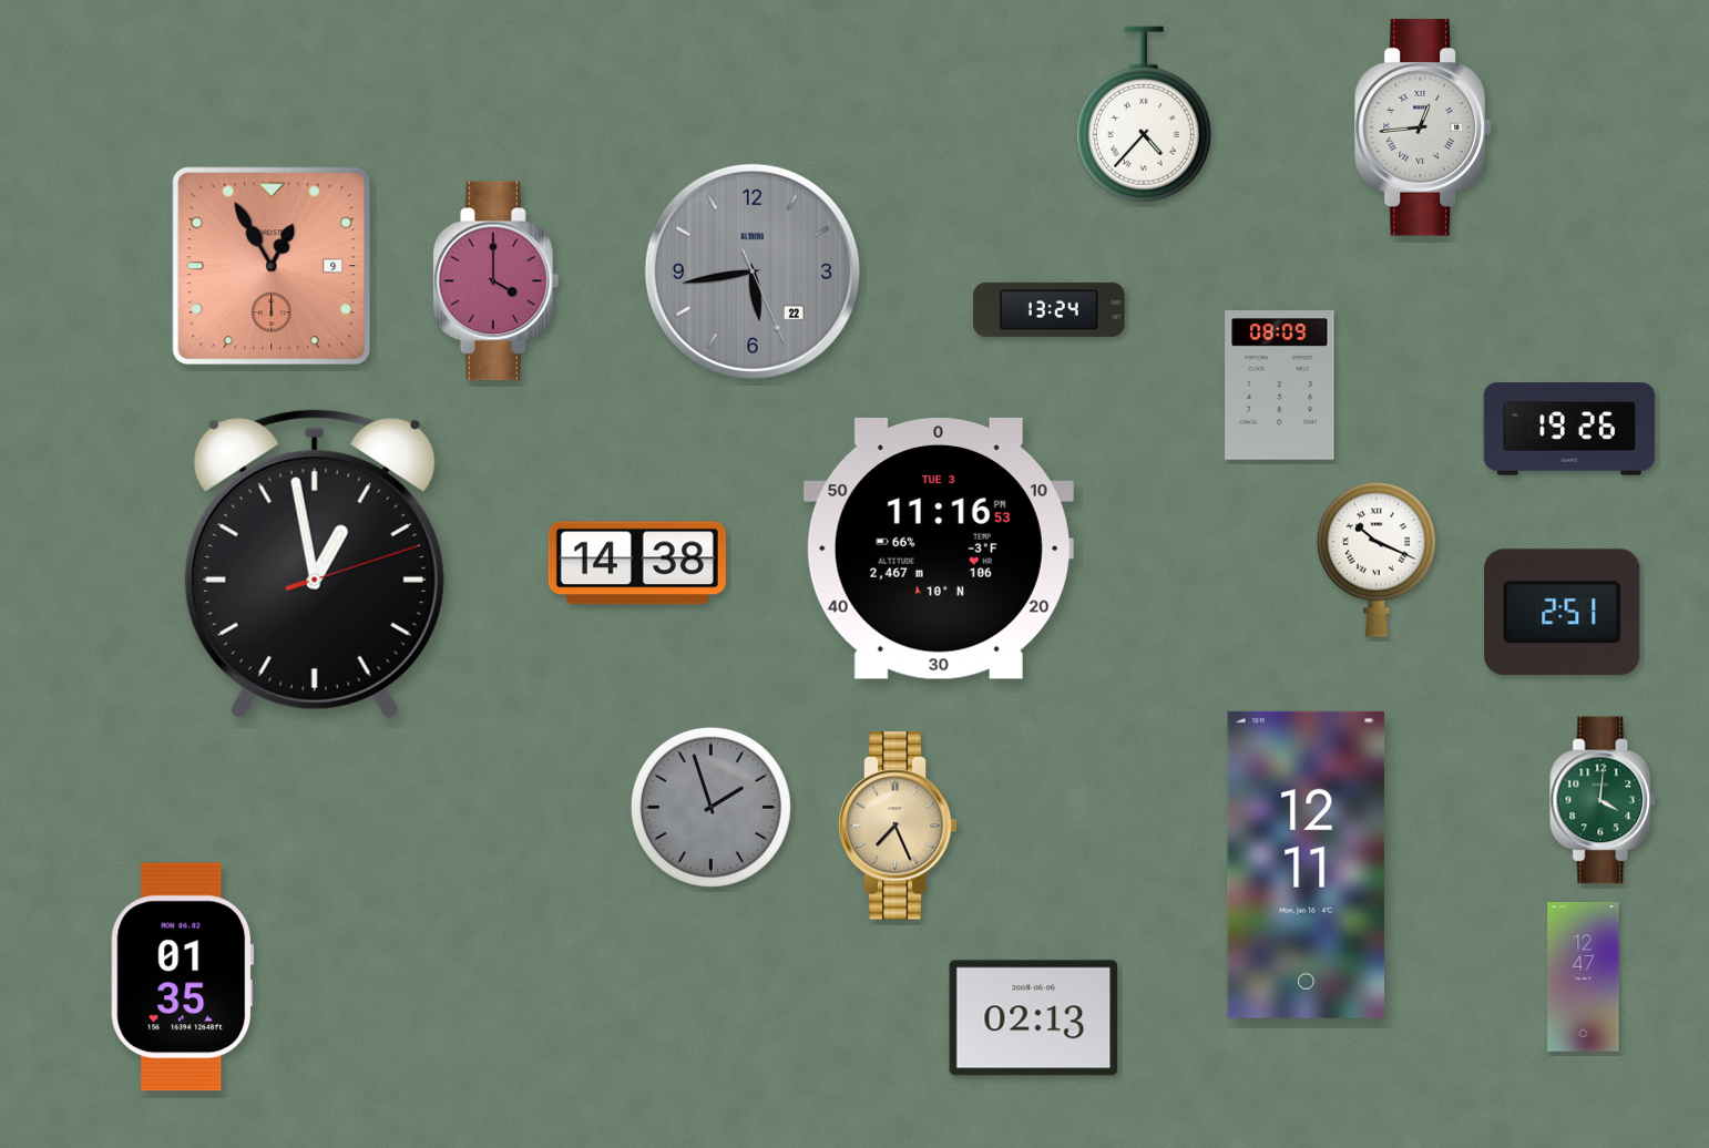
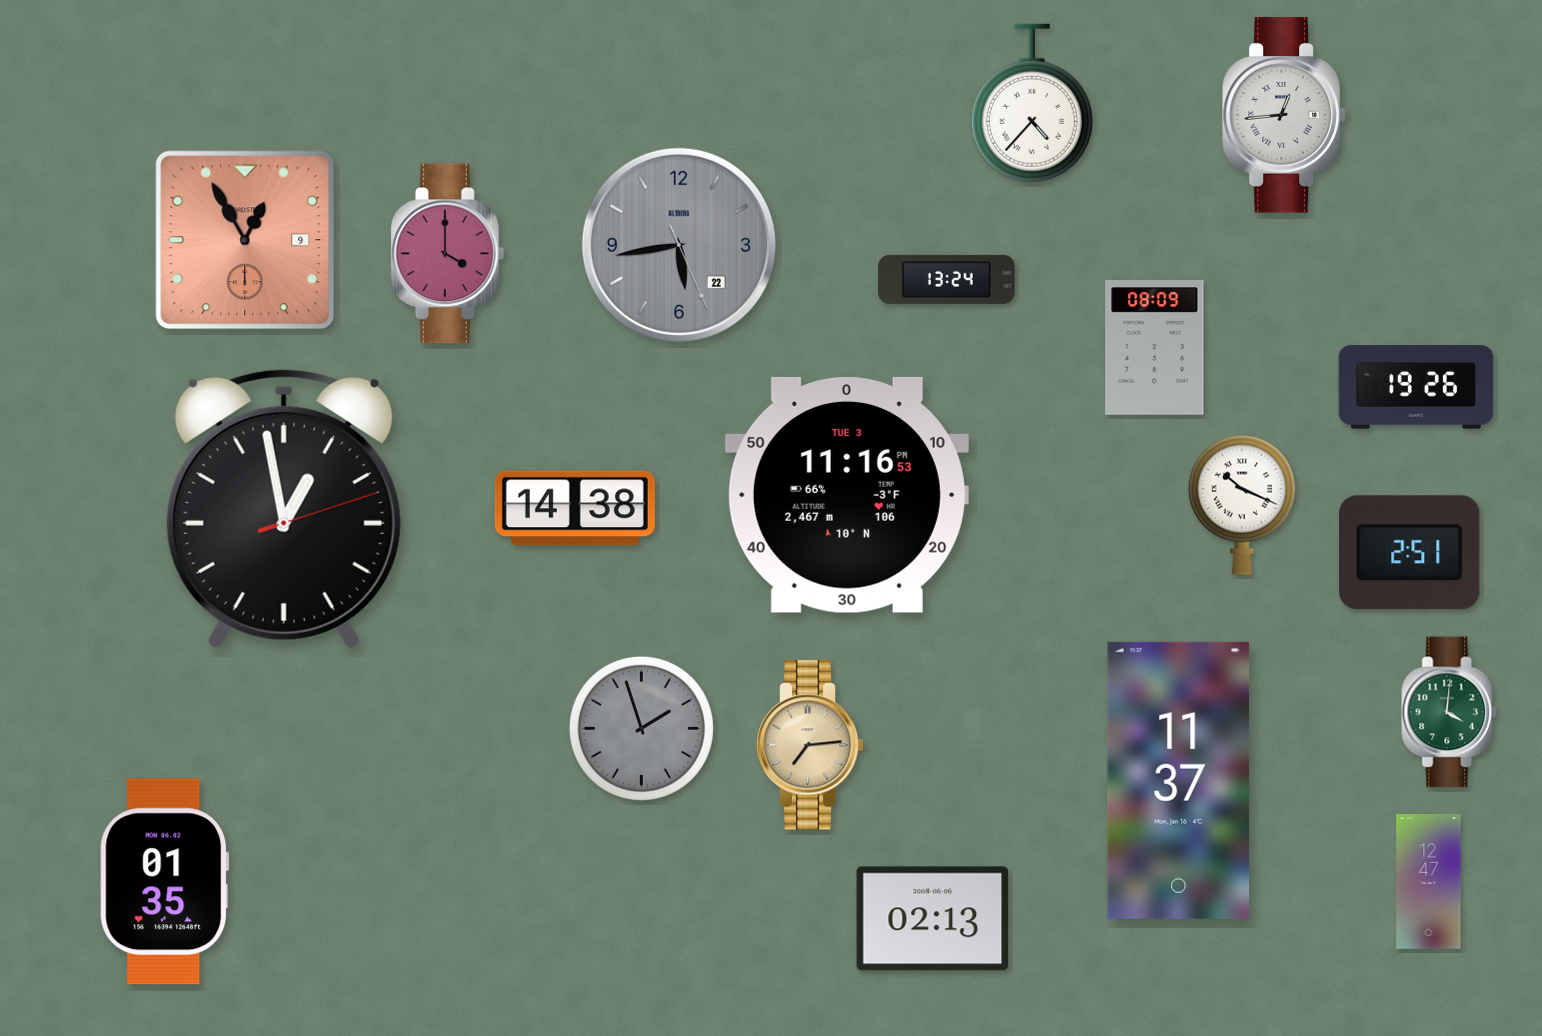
clock at (1604, 800) position: (1604, 800) -> (1450, 712)
clock at (898, 826): 7:26 -> 7:14
clock at (1306, 864): 12:11 -> 11:37
